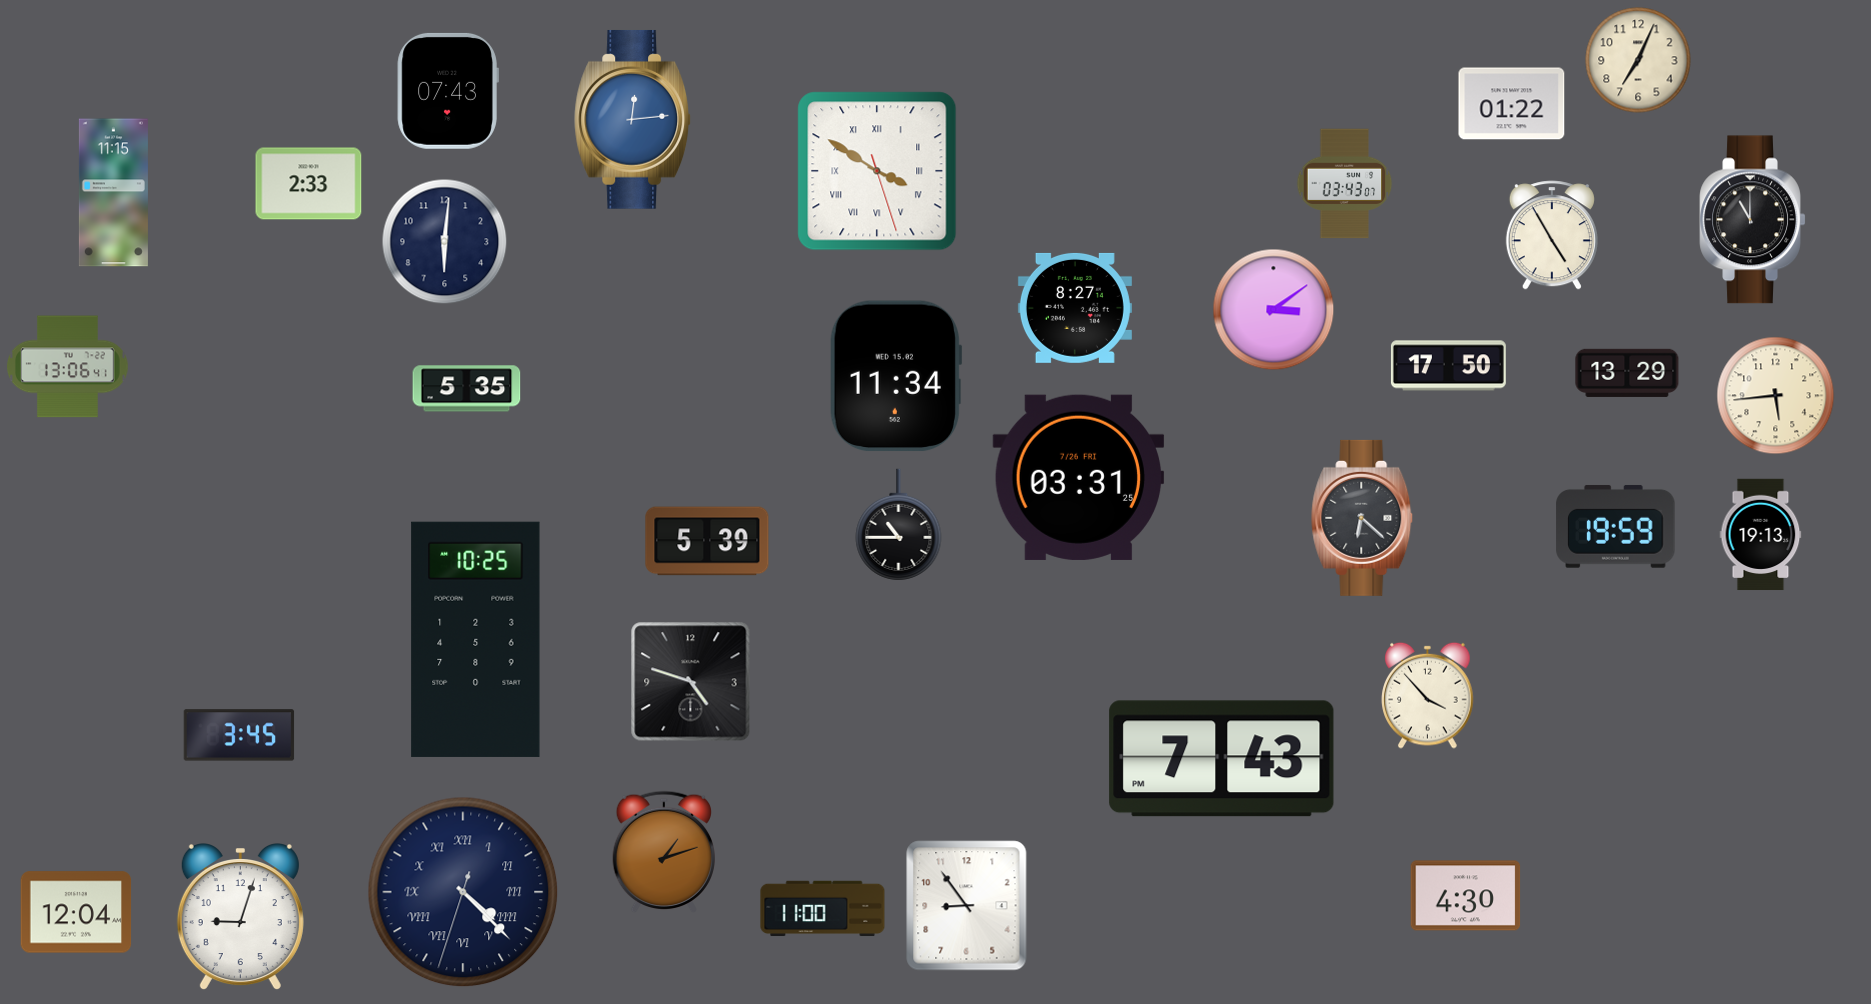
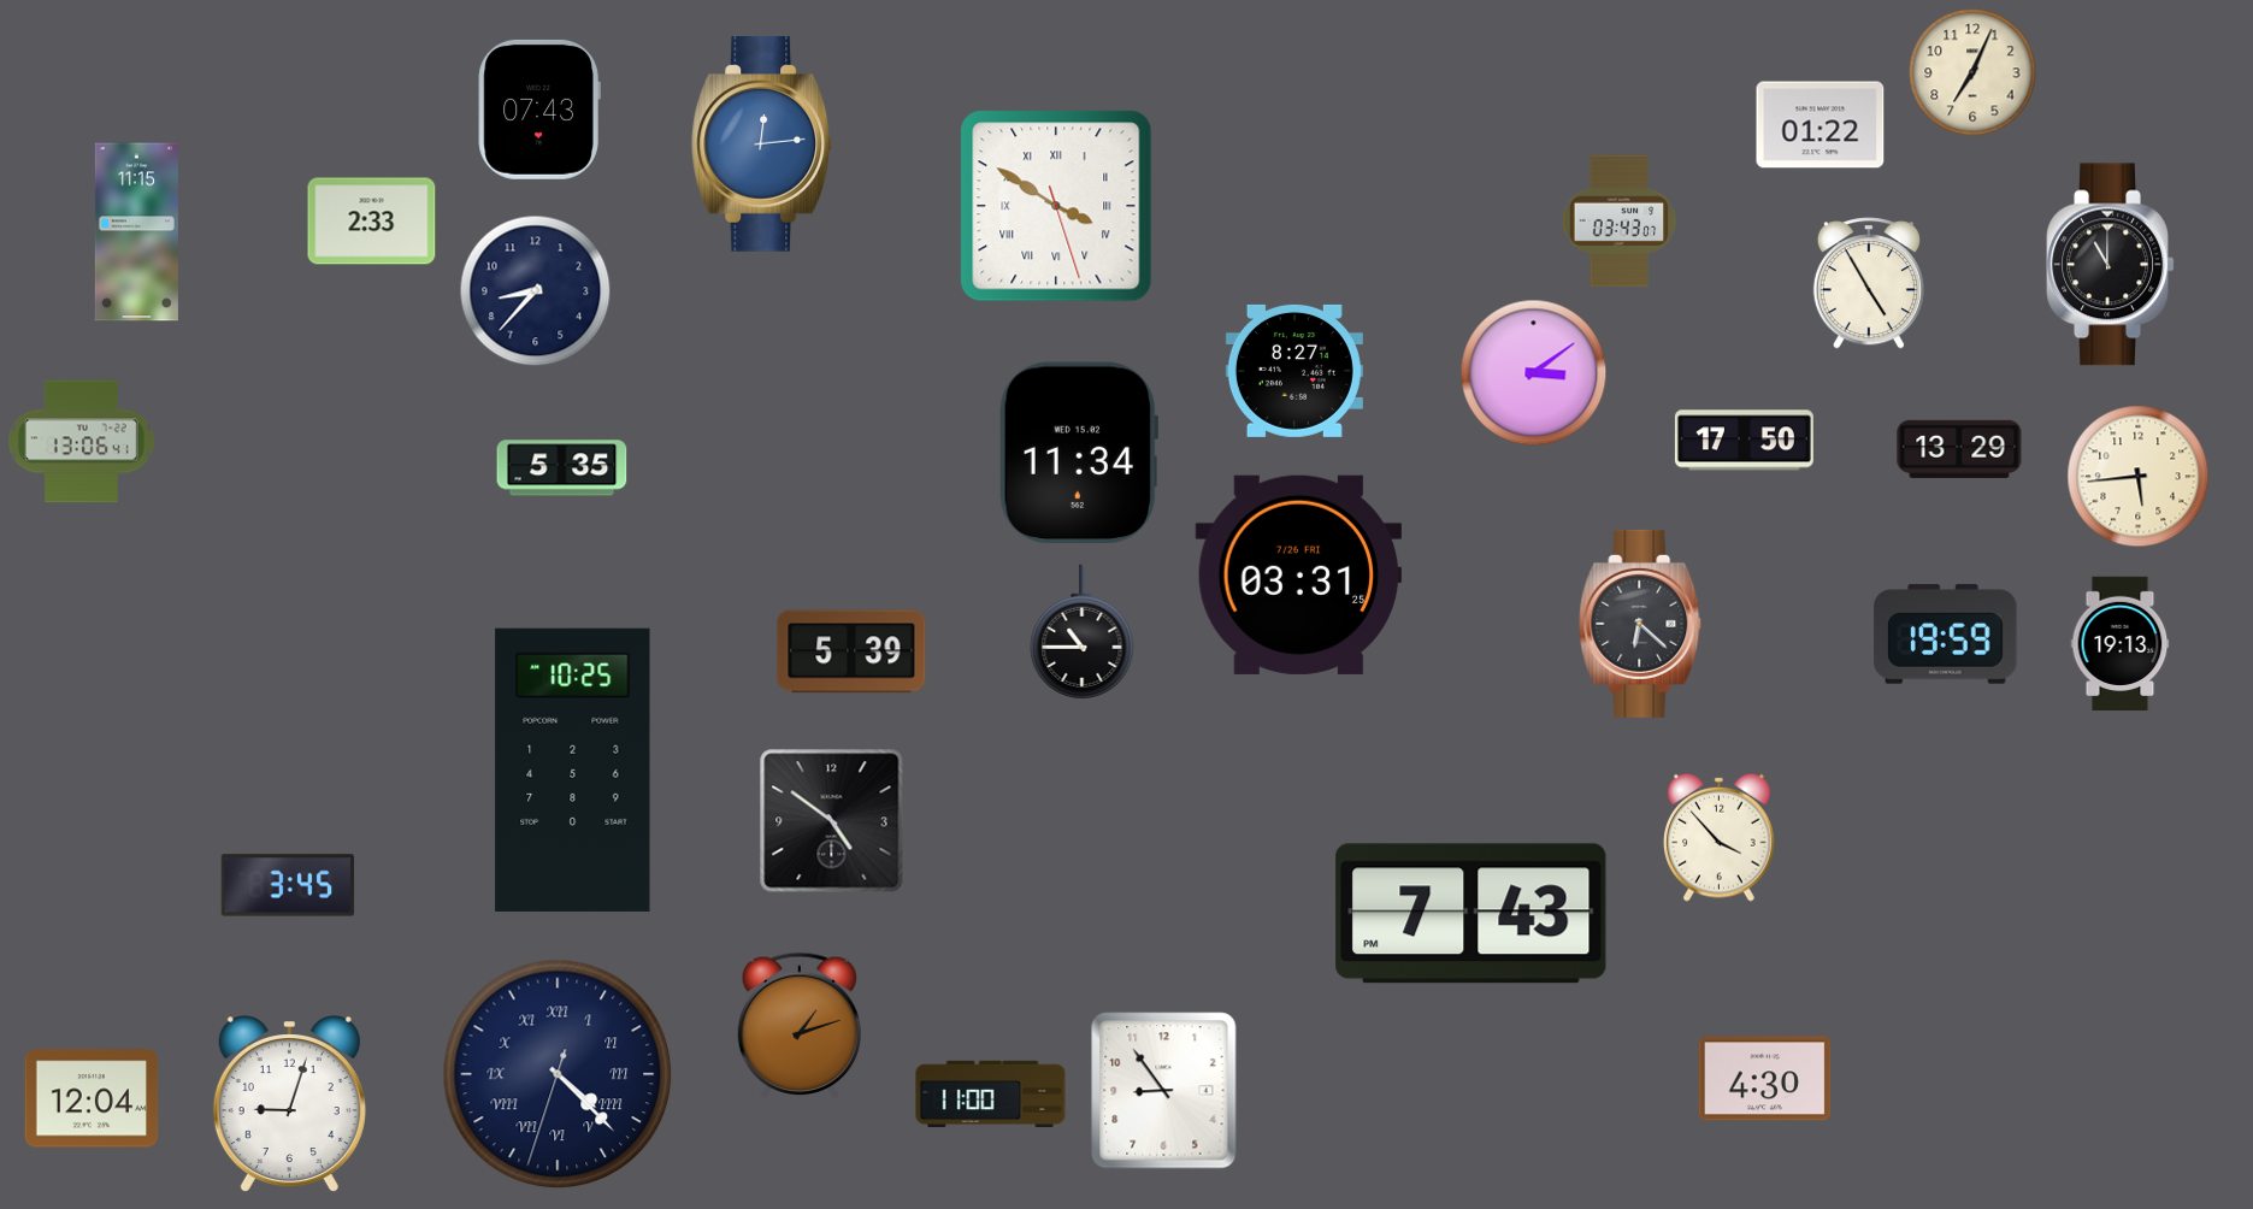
clock at (445, 242): 6:01 -> 8:37
clock at (691, 682): 4:48 -> 4:51
